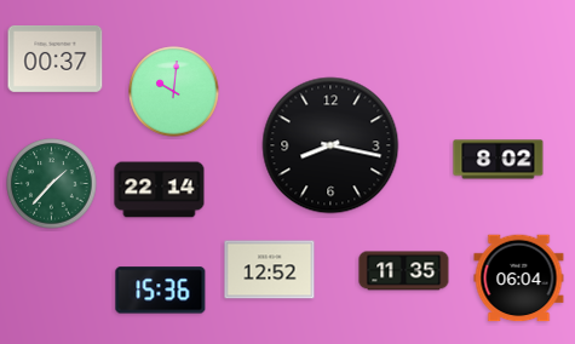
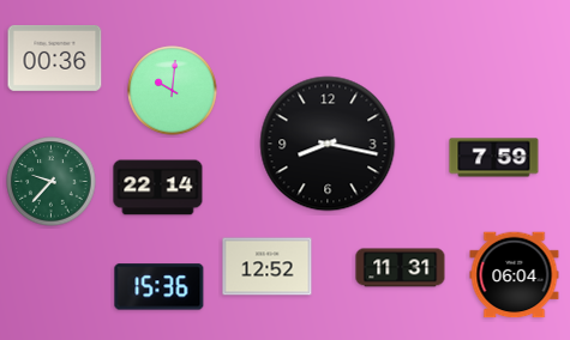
clock at (56, 58): 00:37 -> 00:36
clock at (499, 160): 8:02 -> 7:59
clock at (52, 184): 1:37 -> 9:37
clock at (404, 271): 11:35 -> 11:31
